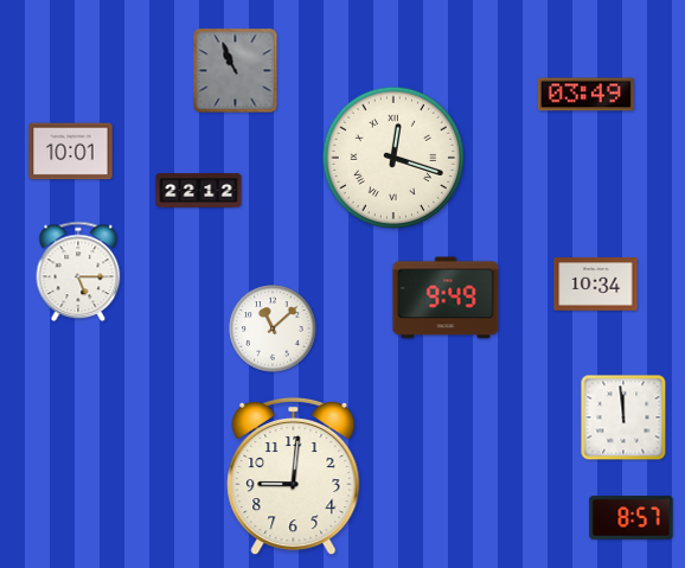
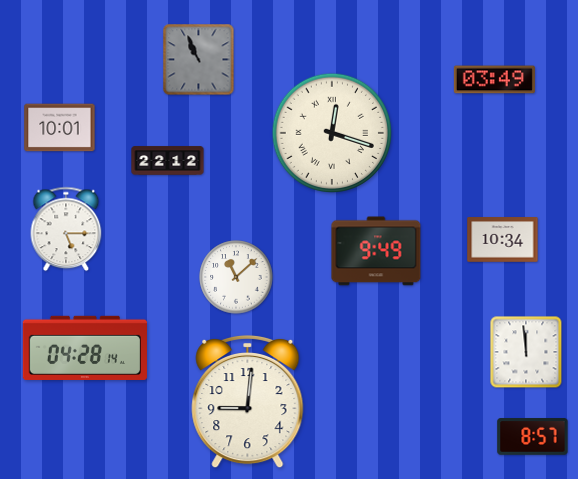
clock at (273, 328) position: (273, 328) -> (236, 277)
clock at (85, 348): none -> 04:28
